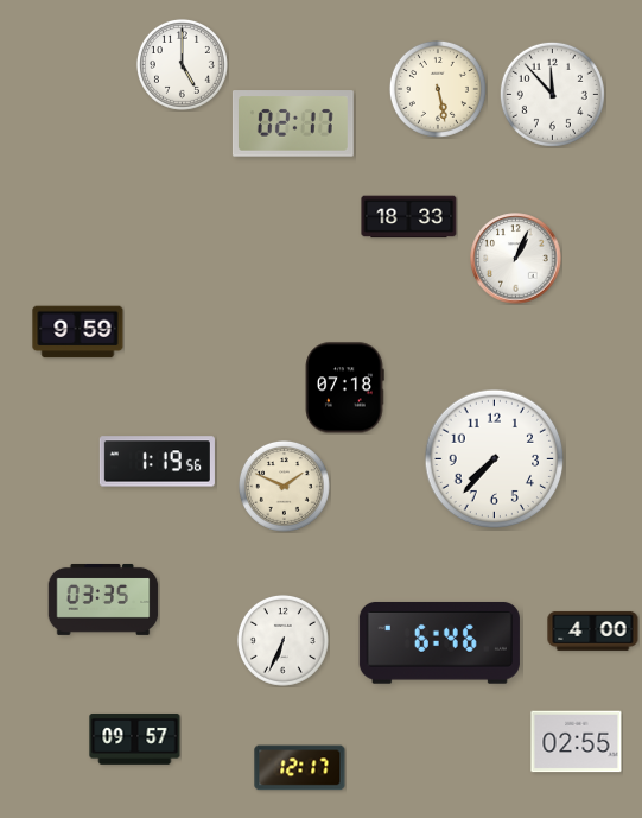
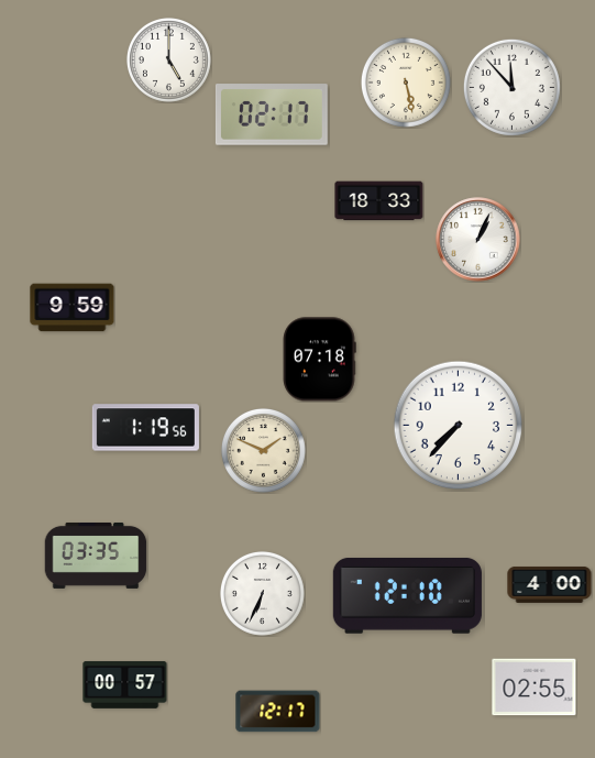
clock at (439, 642): 6:46 -> 12:10
clock at (135, 738): 09:57 -> 00:57
